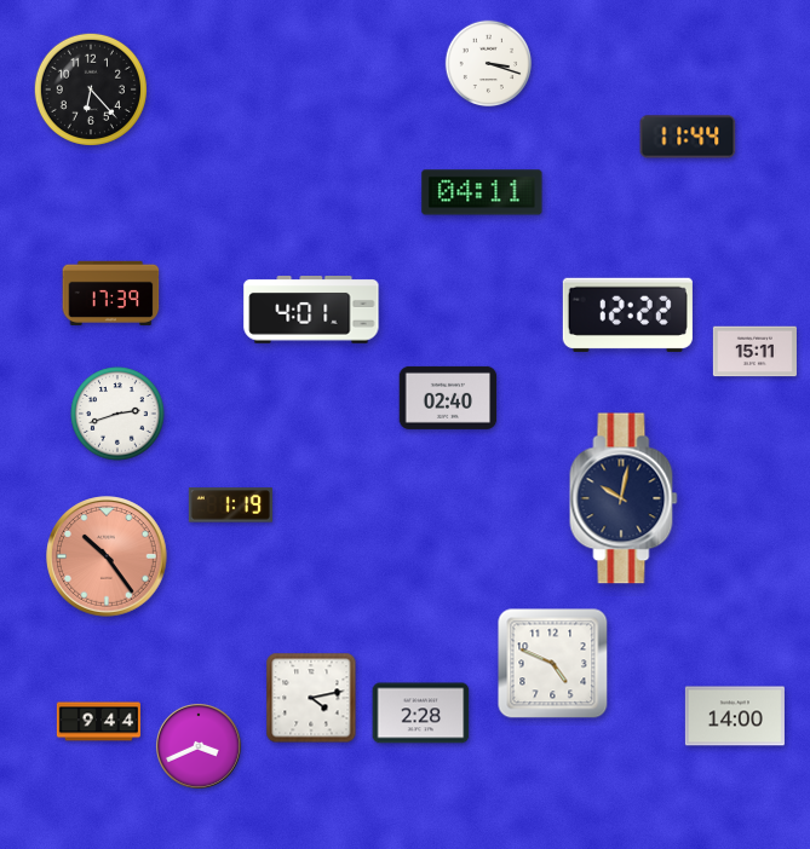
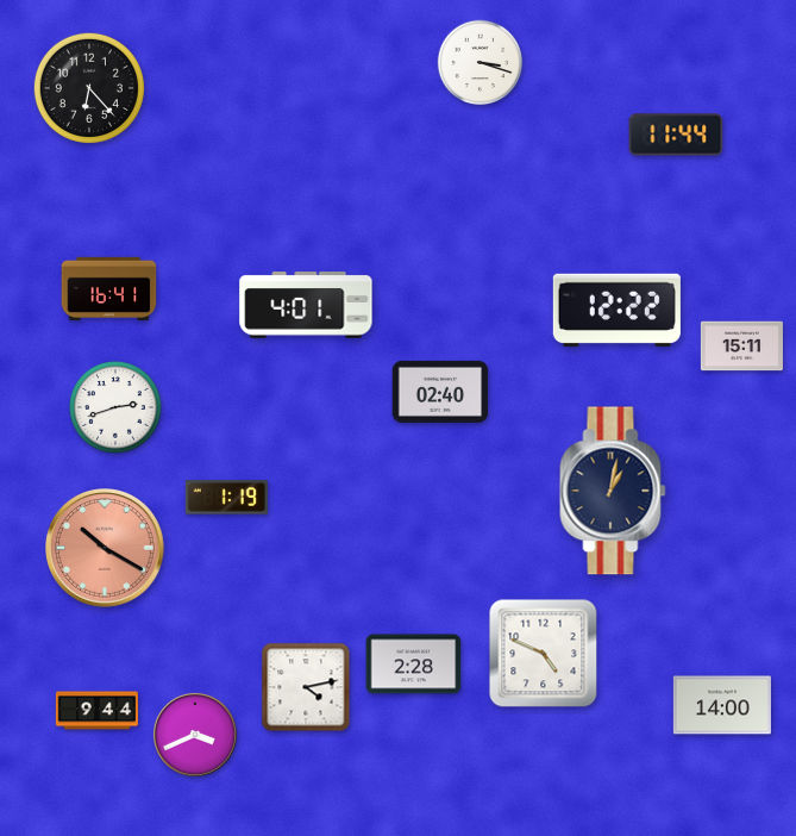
clock at (482, 192): 04:11 -> none
clock at (111, 293): 17:39 -> 16:41
clock at (624, 498): 10:02 -> 1:02
clock at (107, 556): 10:24 -> 10:20
clock at (421, 714) position: (421, 714) -> (414, 665)
